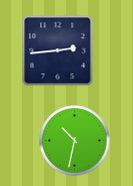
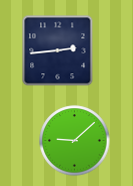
clock at (75, 141): 10:32 -> 9:08
